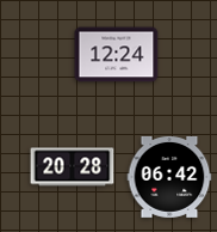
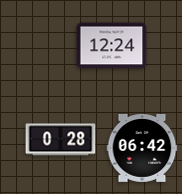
clock at (117, 55) position: (117, 55) -> (112, 46)
clock at (73, 167): 20:28 -> 0:28
